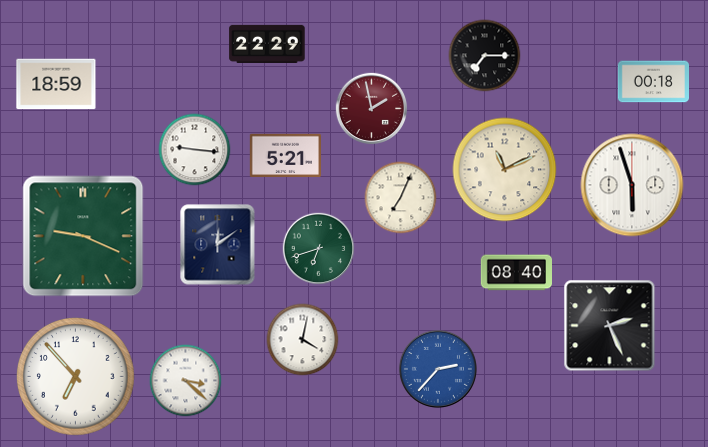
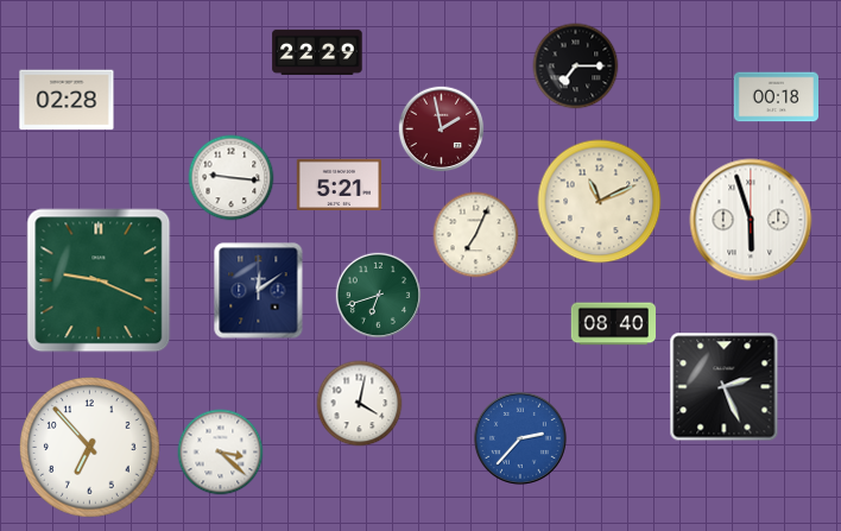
clock at (56, 84): 18:59 -> 02:28
